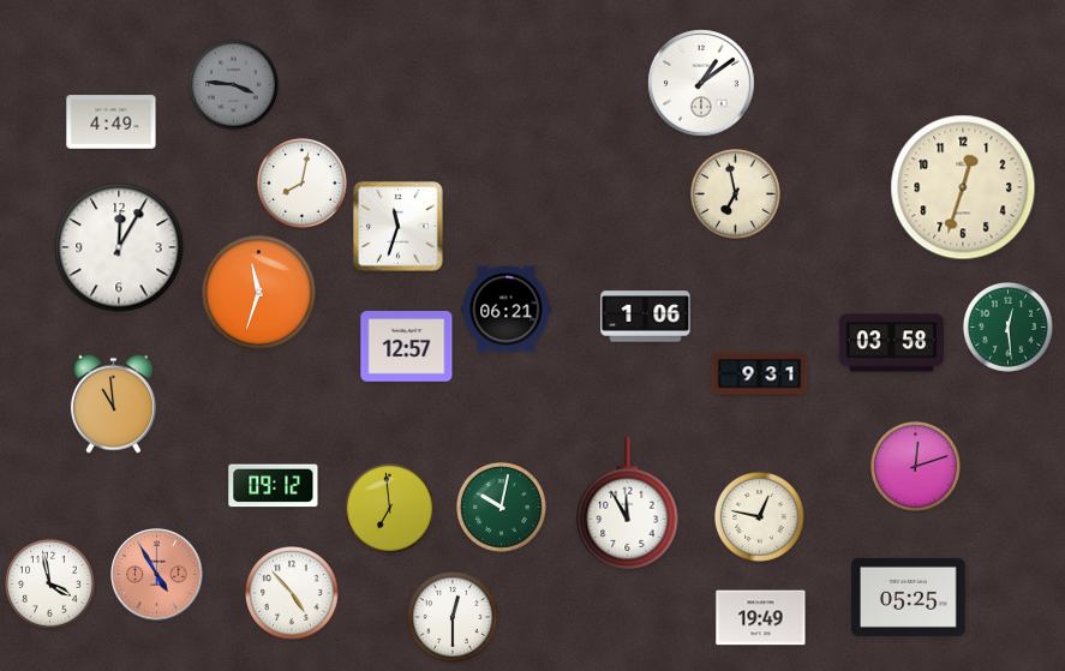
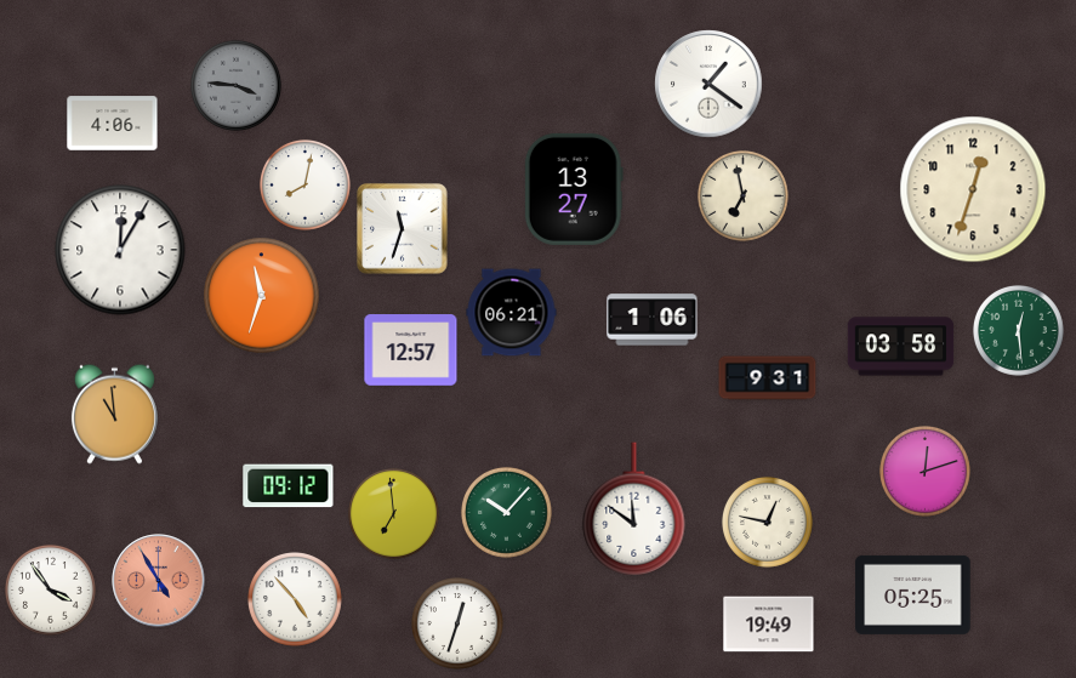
clock at (701, 83): 1:09 -> 1:21
clock at (112, 122): 4:49 -> 4:06
clock at (574, 189): none -> 13:27
clock at (113, 403) position: (113, 403) -> (114, 414)
clock at (274, 486) position: (274, 486) -> (289, 486)
clock at (628, 504): 11:55 -> 11:51
clock at (501, 507): 10:02 -> 10:07
clock at (49, 583): 3:58 -> 3:54
clock at (909, 597) position: (909, 597) -> (913, 594)
clock at (453, 617): 12:30 -> 12:33
